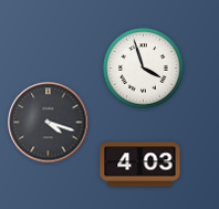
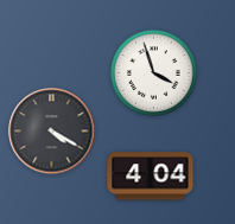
clock at (49, 123): 4:18 -> 4:20
clock at (140, 165): 4:03 -> 4:04
